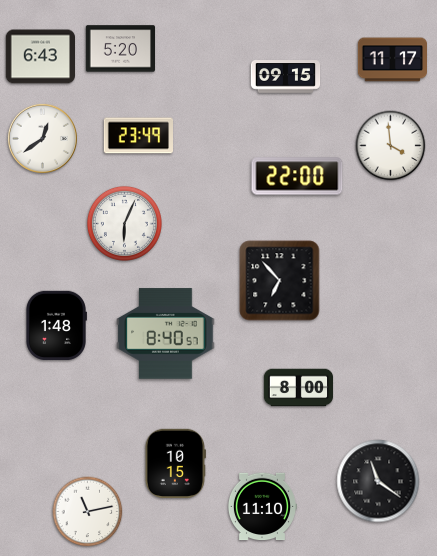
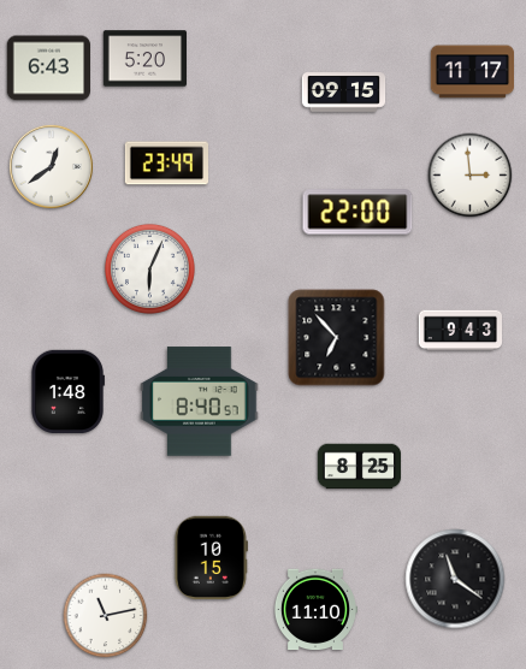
clock at (391, 146): 3:59 -> 2:59
clock at (461, 331): none -> 9:43
clock at (299, 388): 8:00 -> 8:25
